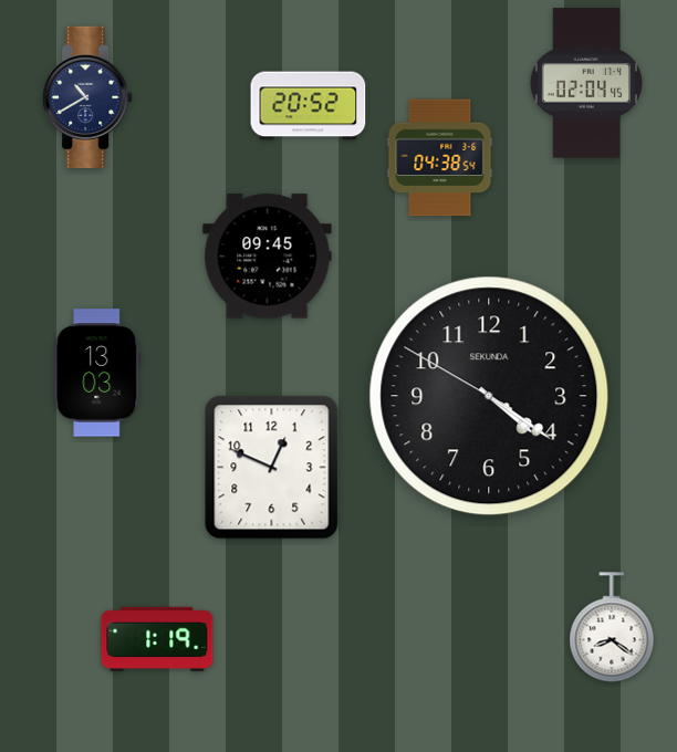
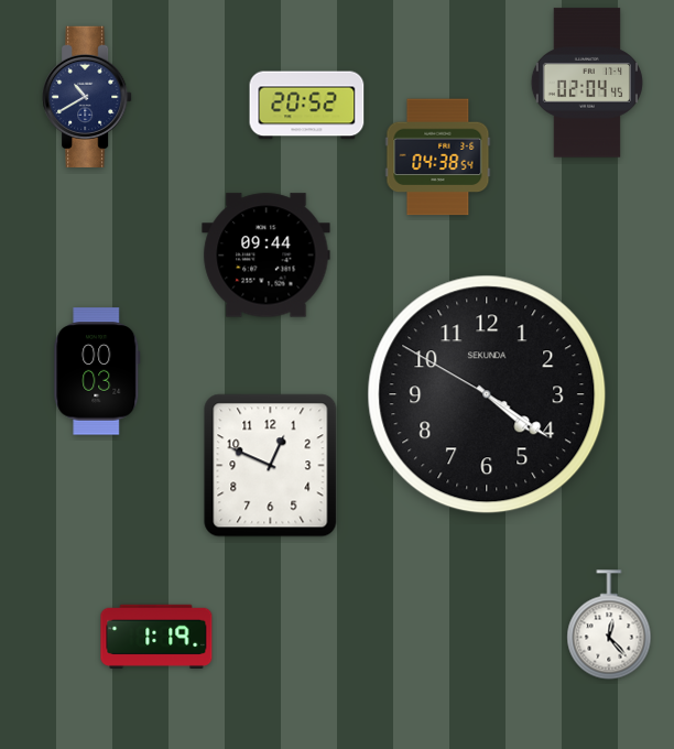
clock at (586, 83) position: (586, 83) -> (587, 83)
clock at (268, 257): 09:45 -> 09:44
clock at (97, 373): 13:03 -> 00:03
clock at (612, 627): 8:21 -> 12:23
